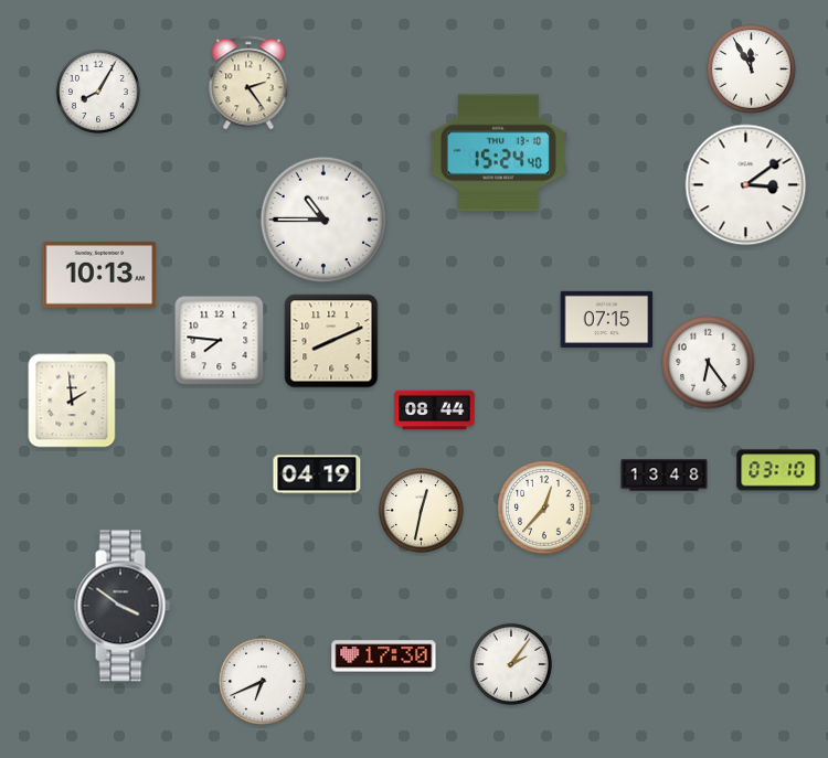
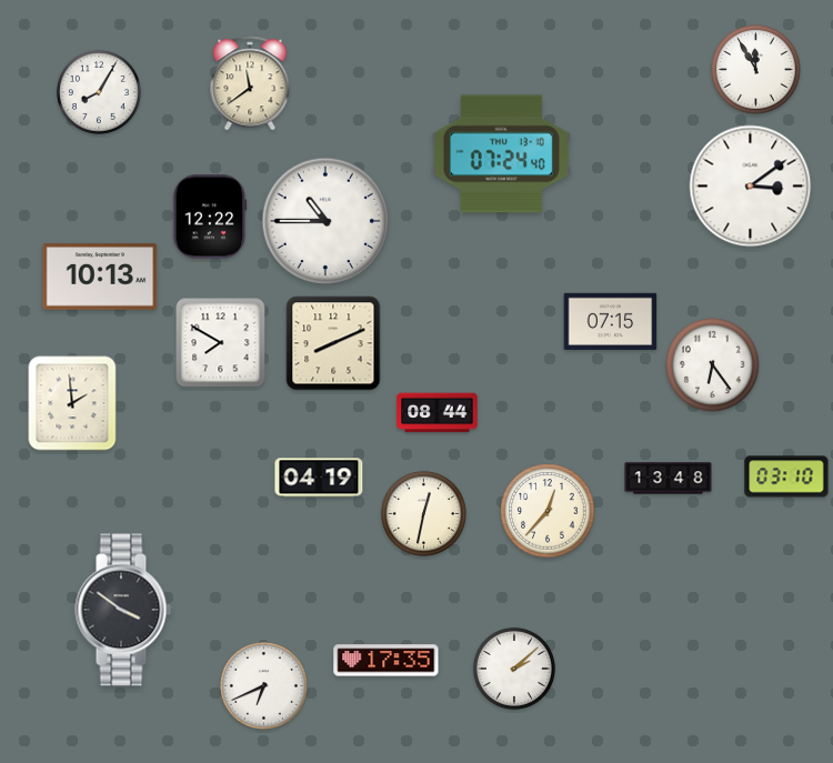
clock at (248, 83): 2:24 -> 11:39
clock at (498, 153): 15:24 -> 07:24
clock at (210, 217): none -> 12:22
clock at (220, 341): 7:46 -> 7:50
clock at (778, 470) position: (778, 470) -> (786, 476)
clock at (384, 656): 17:30 -> 17:35
clock at (511, 664): 2:06 -> 2:08
